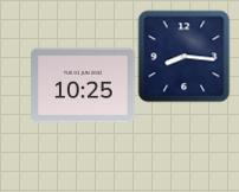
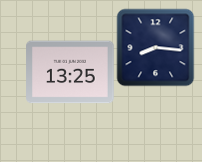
clock at (83, 85): 10:25 -> 13:25
